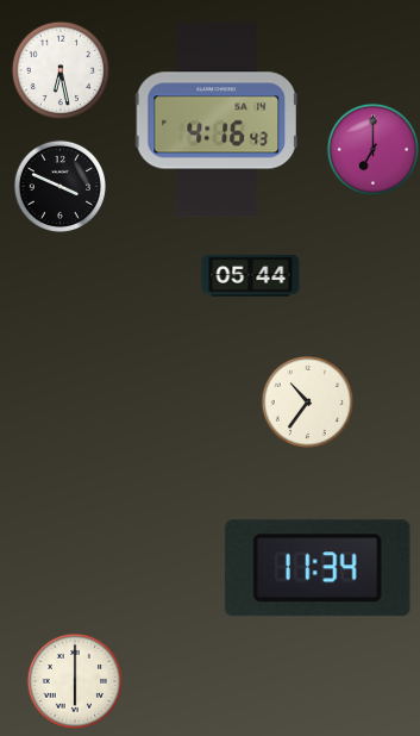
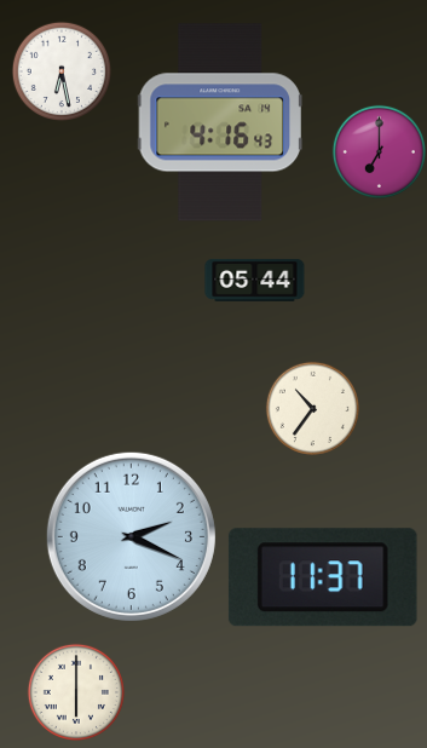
clock at (59, 186): 3:49 -> none
clock at (131, 536): none -> 2:19
clock at (318, 568): 11:34 -> 11:37
